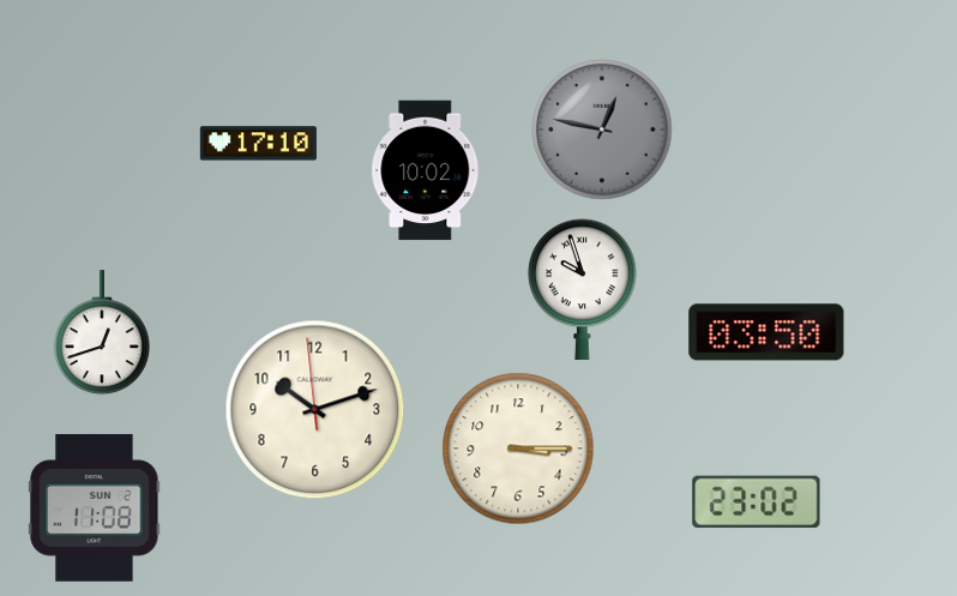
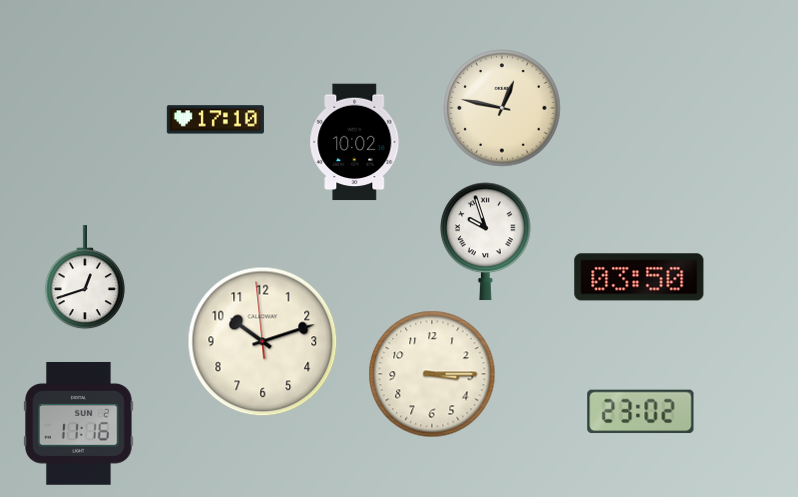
clock at (602, 130) dial: grey -> cream
clock at (757, 502) position: (757, 502) -> (641, 412)
clock at (95, 507): 11:08 -> 11:16
